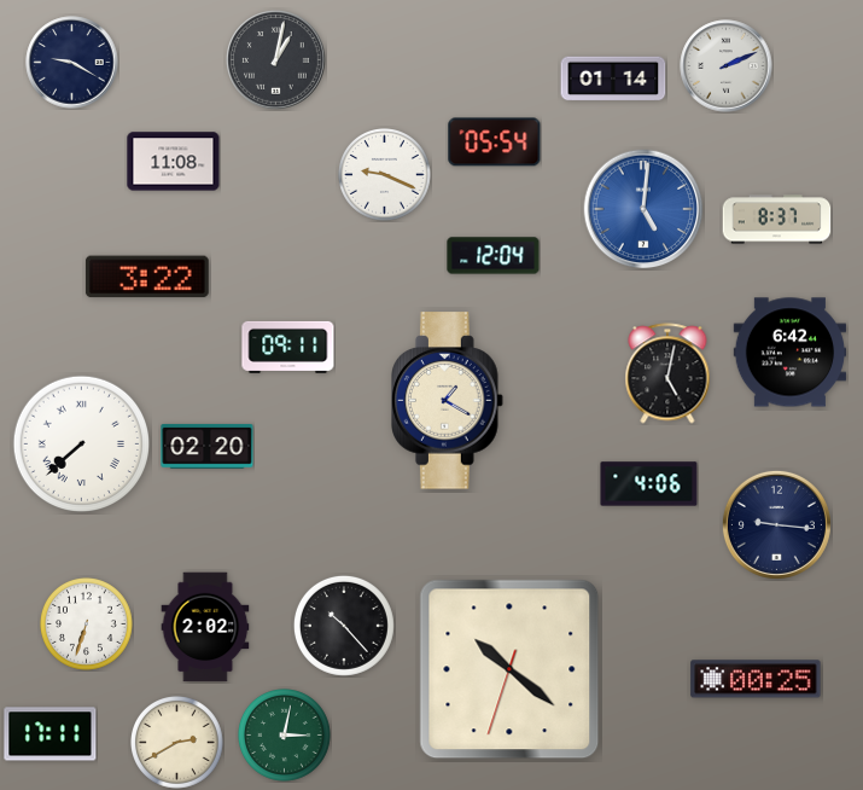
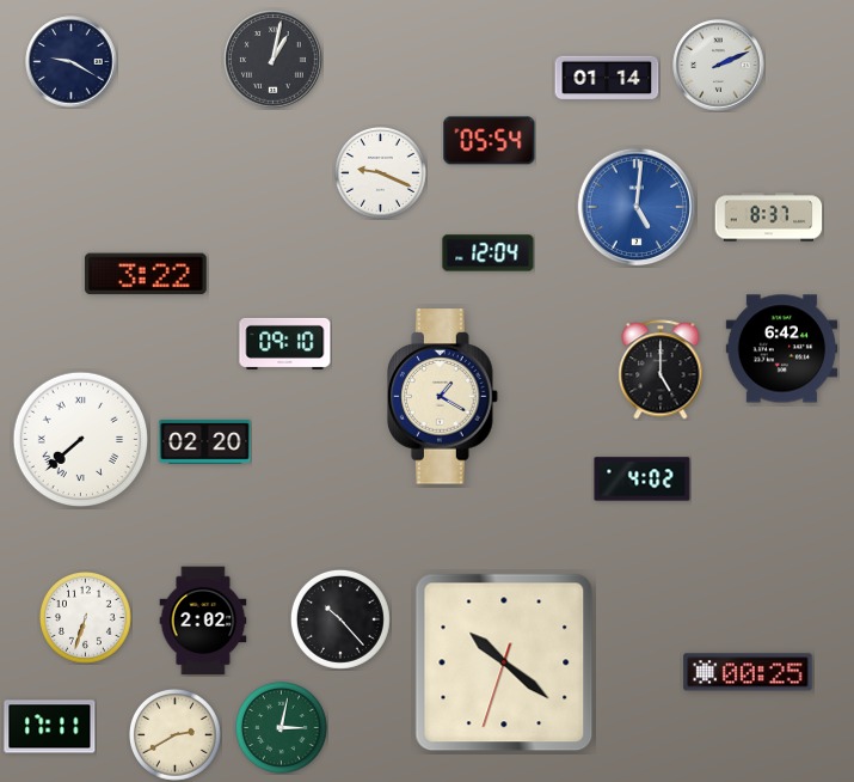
clock at (174, 162): 11:08 -> none
clock at (288, 347): 09:11 -> 09:10
clock at (667, 373): 5:02 -> 5:00
clock at (649, 484): 4:06 -> 4:02
clock at (776, 524): 9:16 -> none
